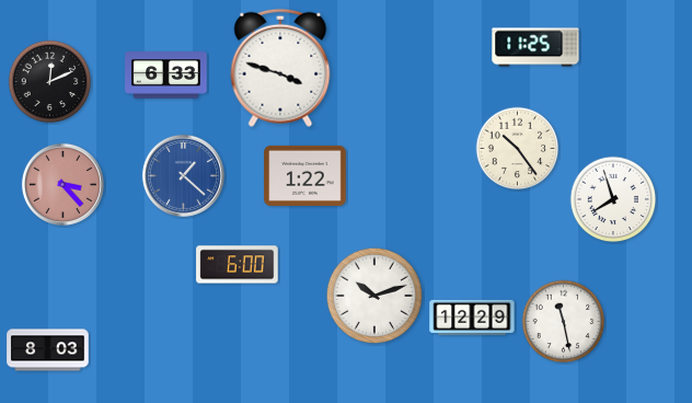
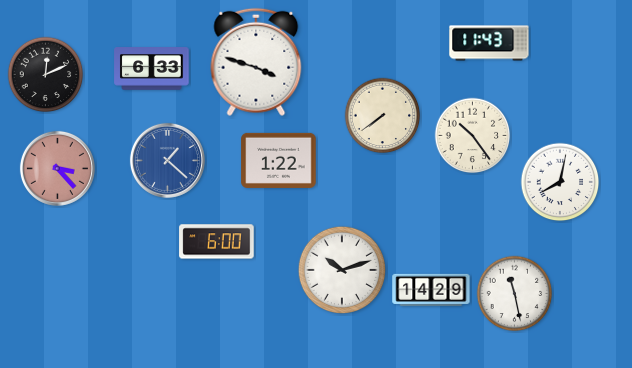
clock at (535, 47): 11:25 -> 11:43
clock at (383, 116): none -> 7:39
clock at (613, 199): 7:57 -> 8:02
clock at (472, 318): 12:29 -> 14:29
clock at (48, 350): 8:03 -> none
